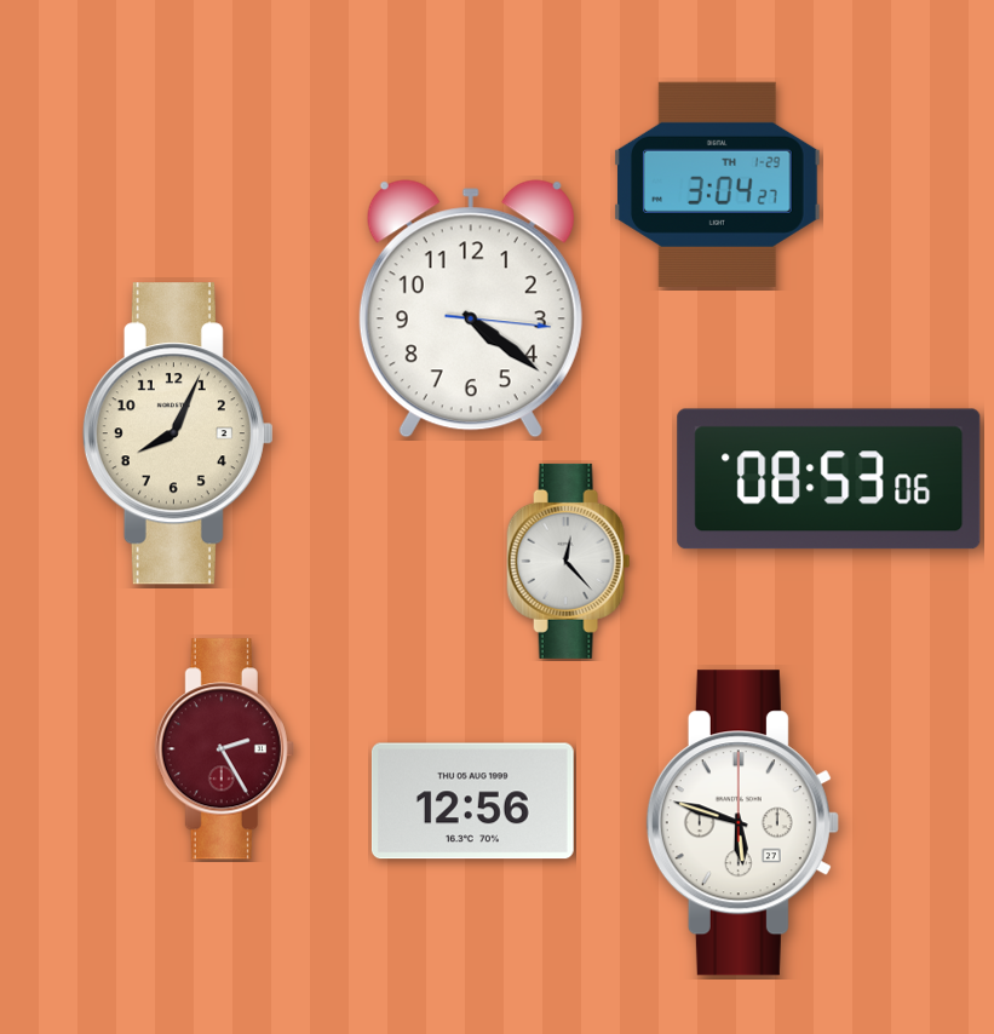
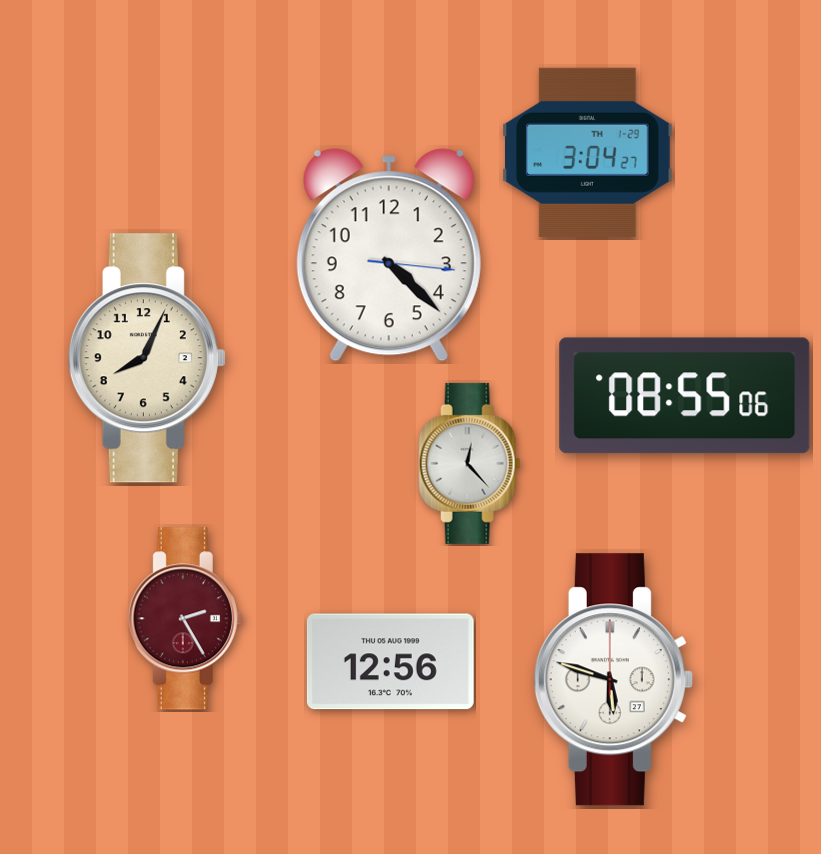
clock at (718, 184) position: (718, 184) -> (588, 152)
clock at (471, 309): 4:21 -> 4:22
clock at (829, 479): 08:53 -> 08:55
